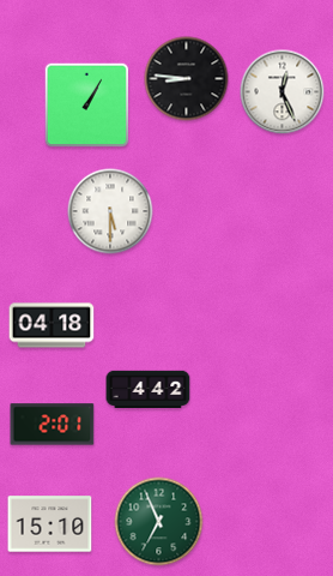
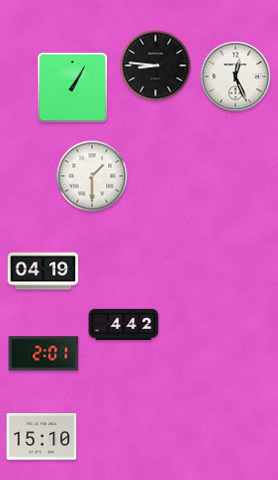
clock at (110, 211): 5:30 -> 1:30
clock at (52, 325): 04:18 -> 04:19
clock at (159, 522): 6:56 -> none
